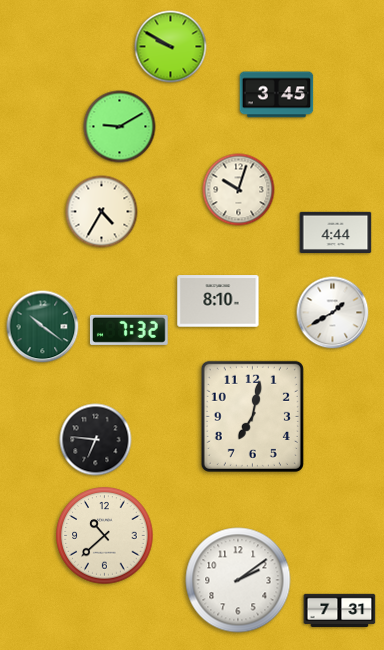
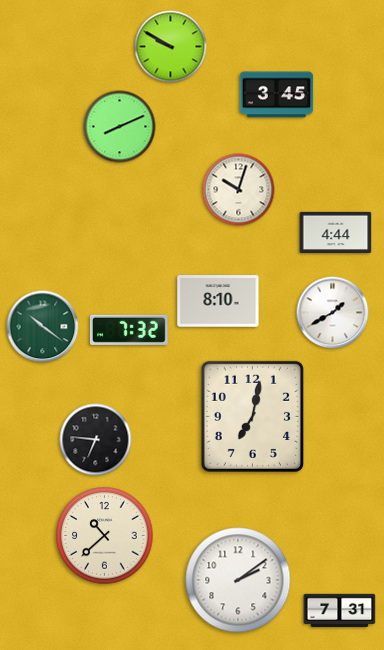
clock at (120, 127): 9:10 -> 8:11
clock at (102, 212): 4:35 -> none
